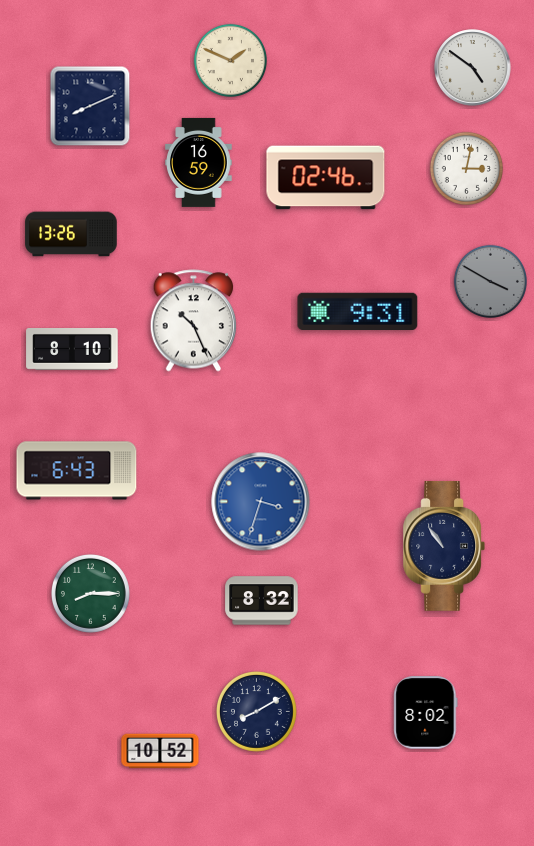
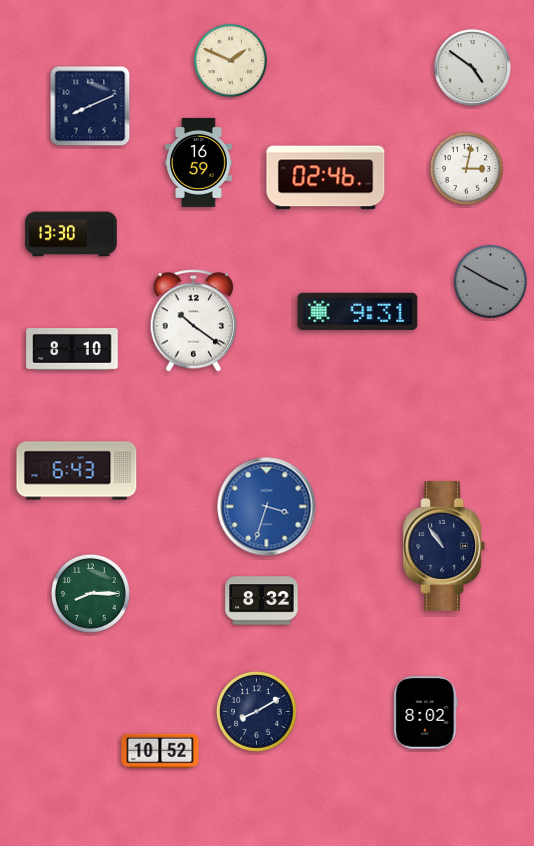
clock at (71, 234): 13:26 -> 13:30
clock at (194, 321): 10:26 -> 10:21
clock at (261, 502) position: (261, 502) -> (267, 507)
